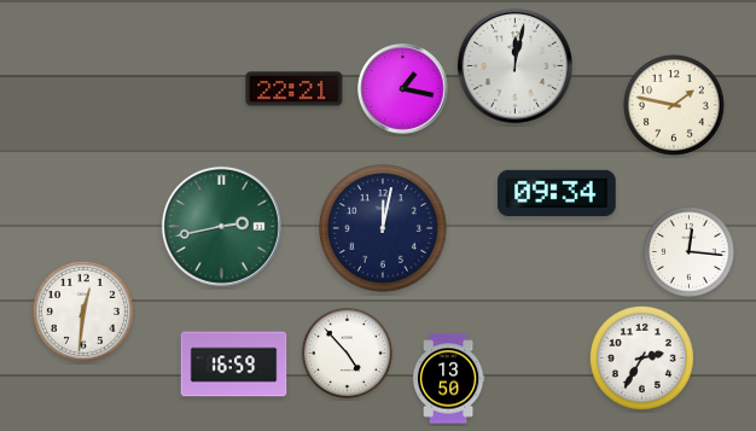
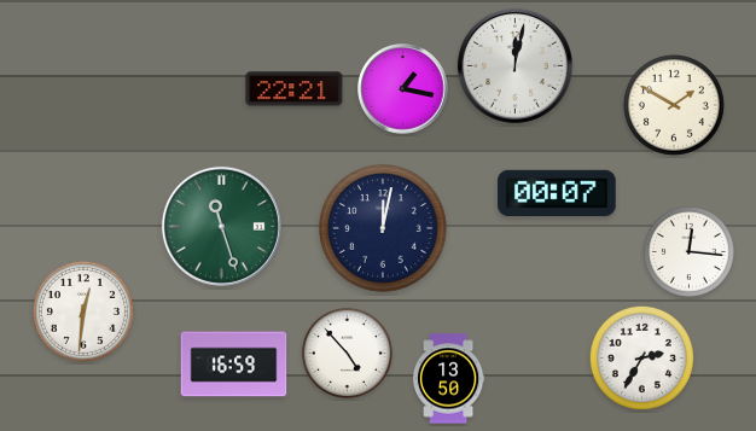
clock at (674, 105): 1:47 -> 1:50
clock at (557, 192): 09:34 -> 00:07
clock at (221, 226): 2:43 -> 11:27
